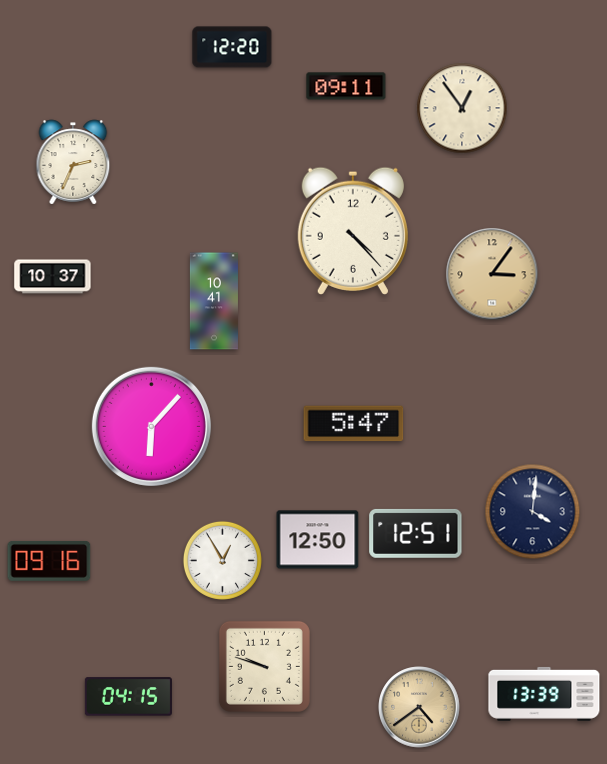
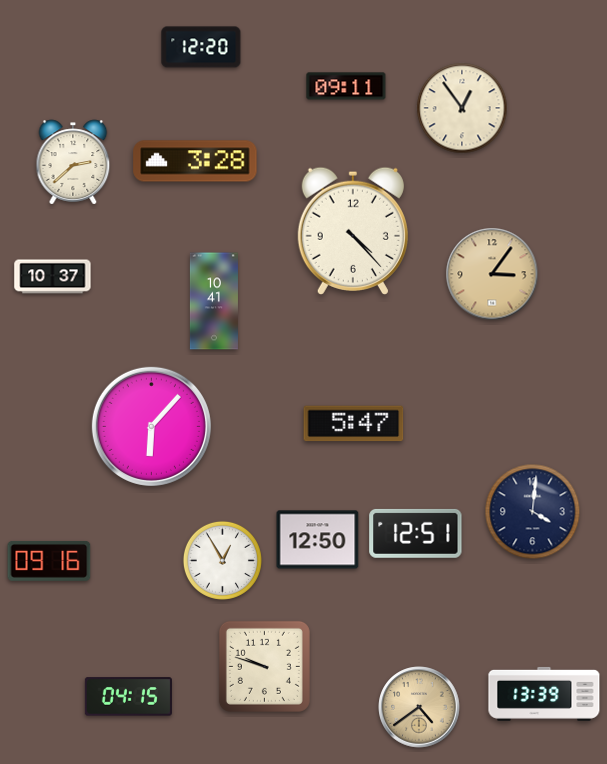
clock at (232, 47) position: (232, 47) -> (201, 47)
clock at (195, 161): none -> 3:28
clock at (73, 162): 2:34 -> 2:38
